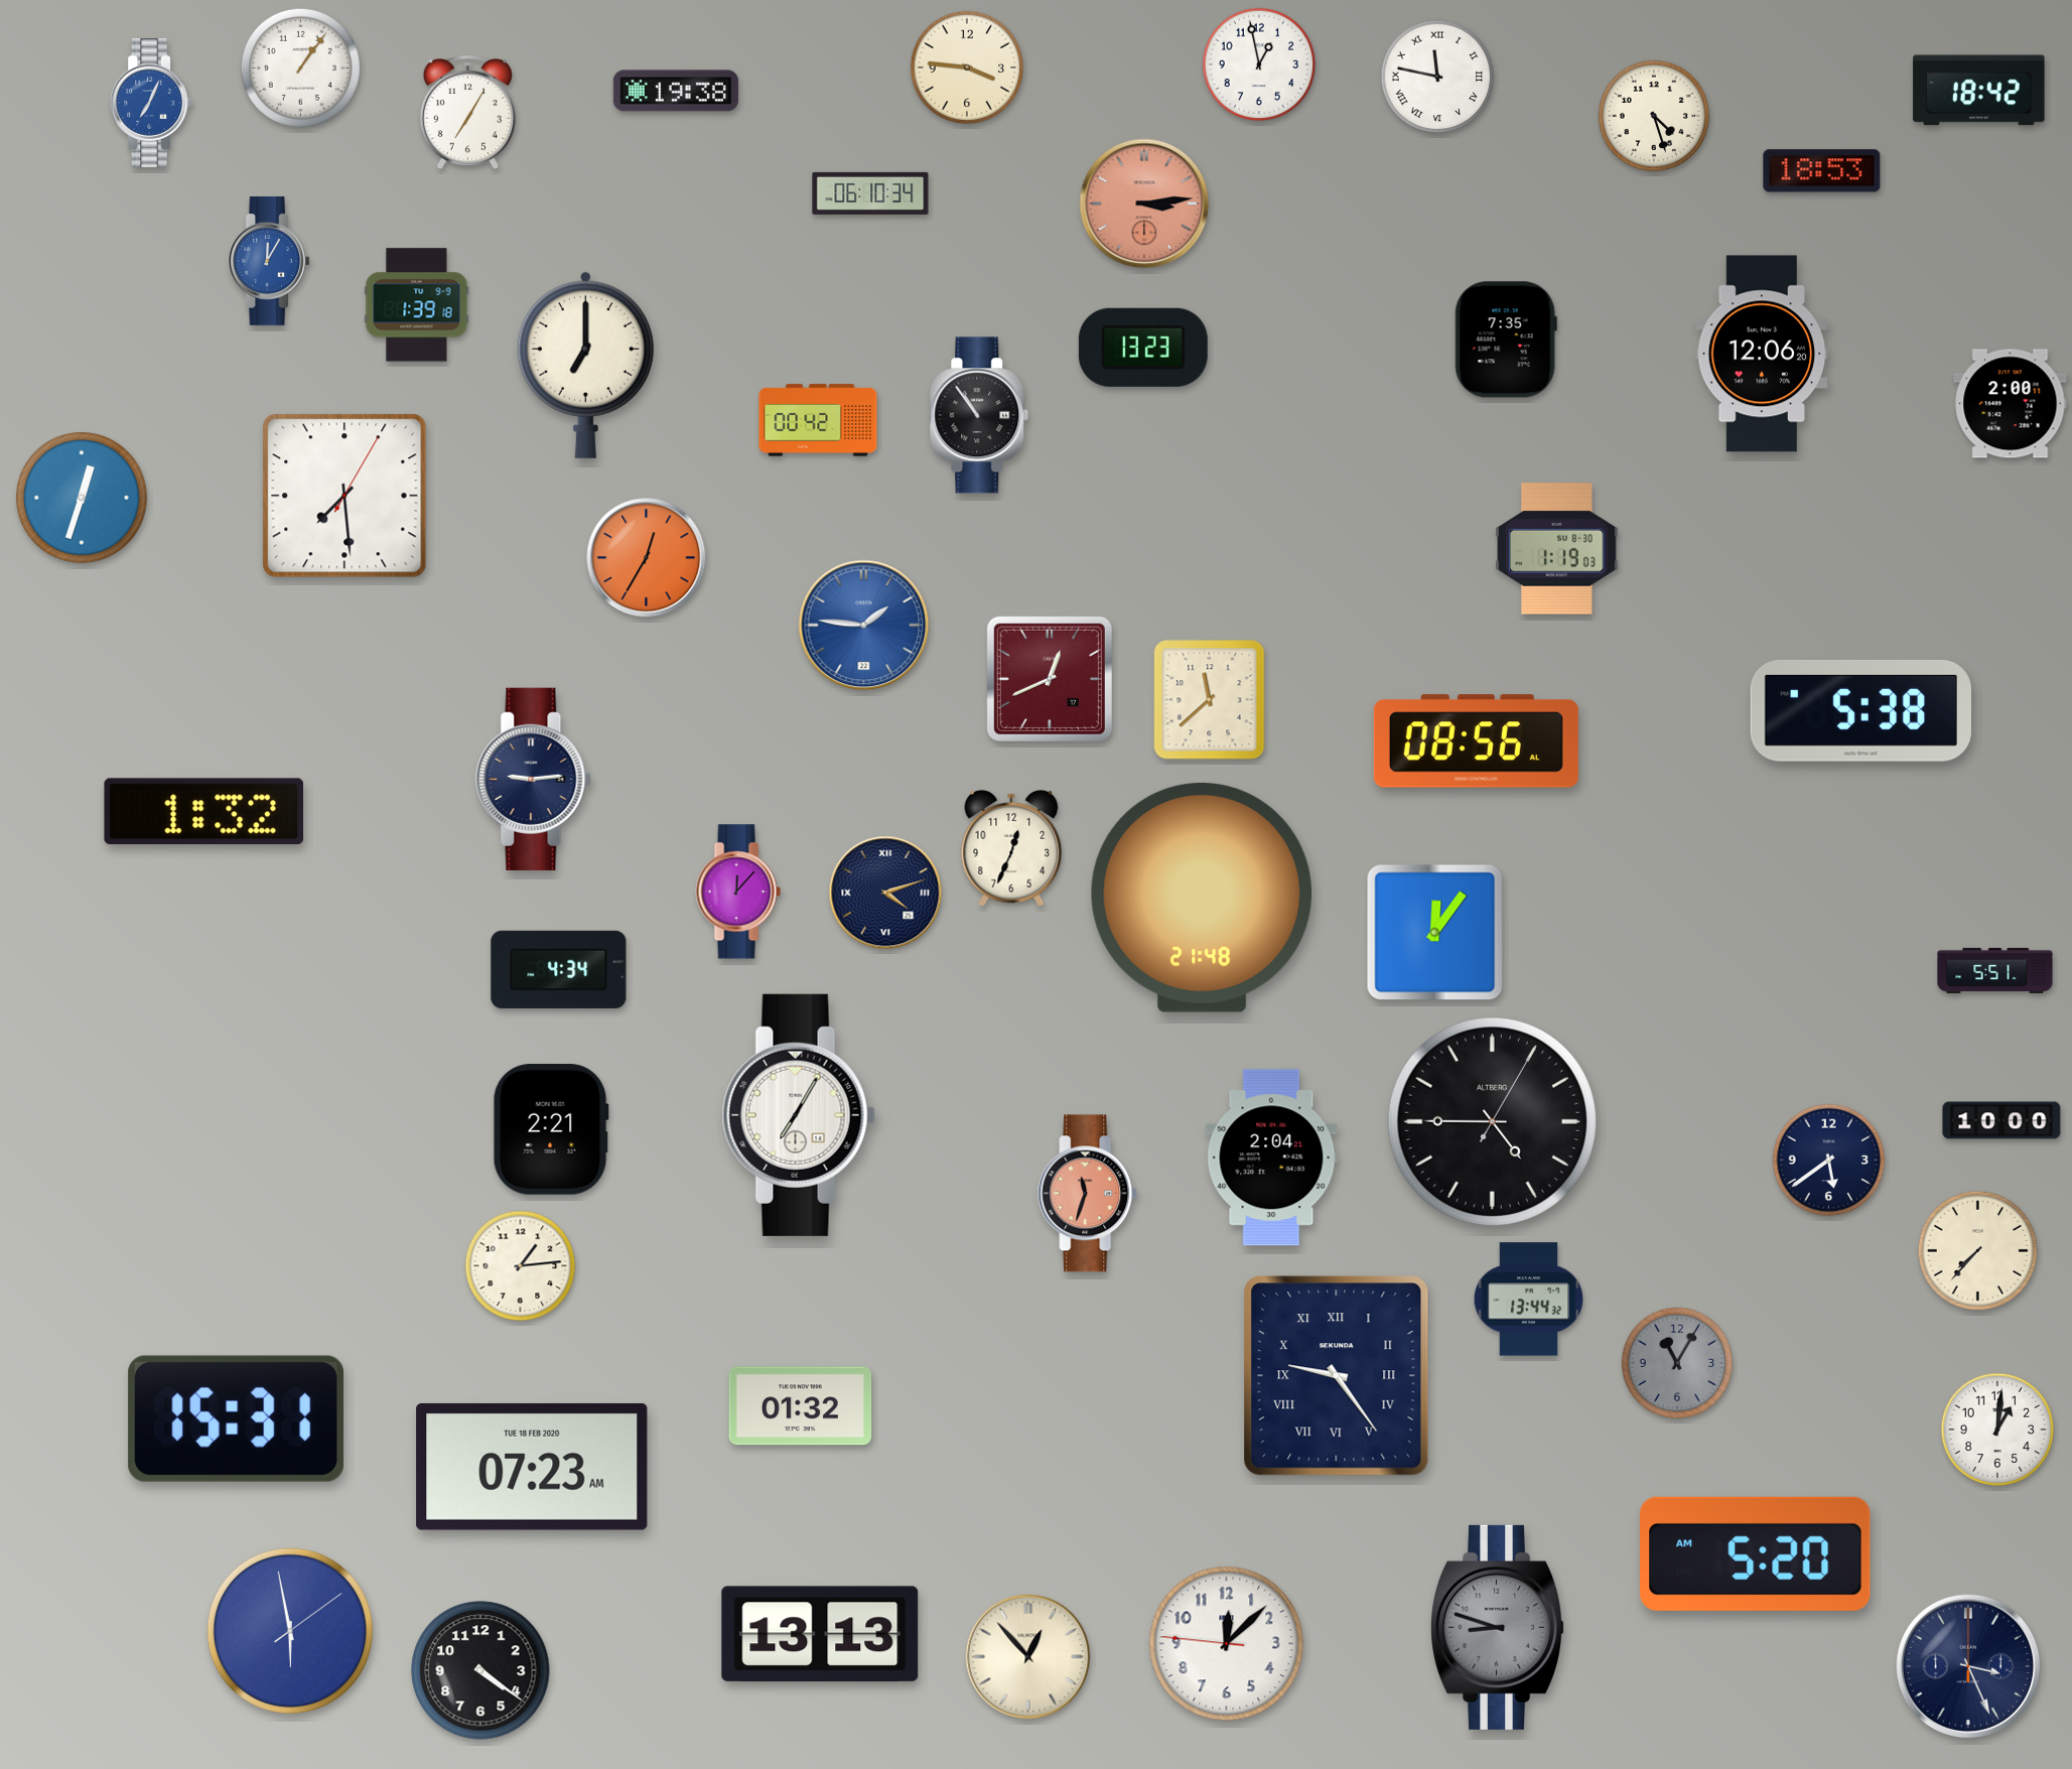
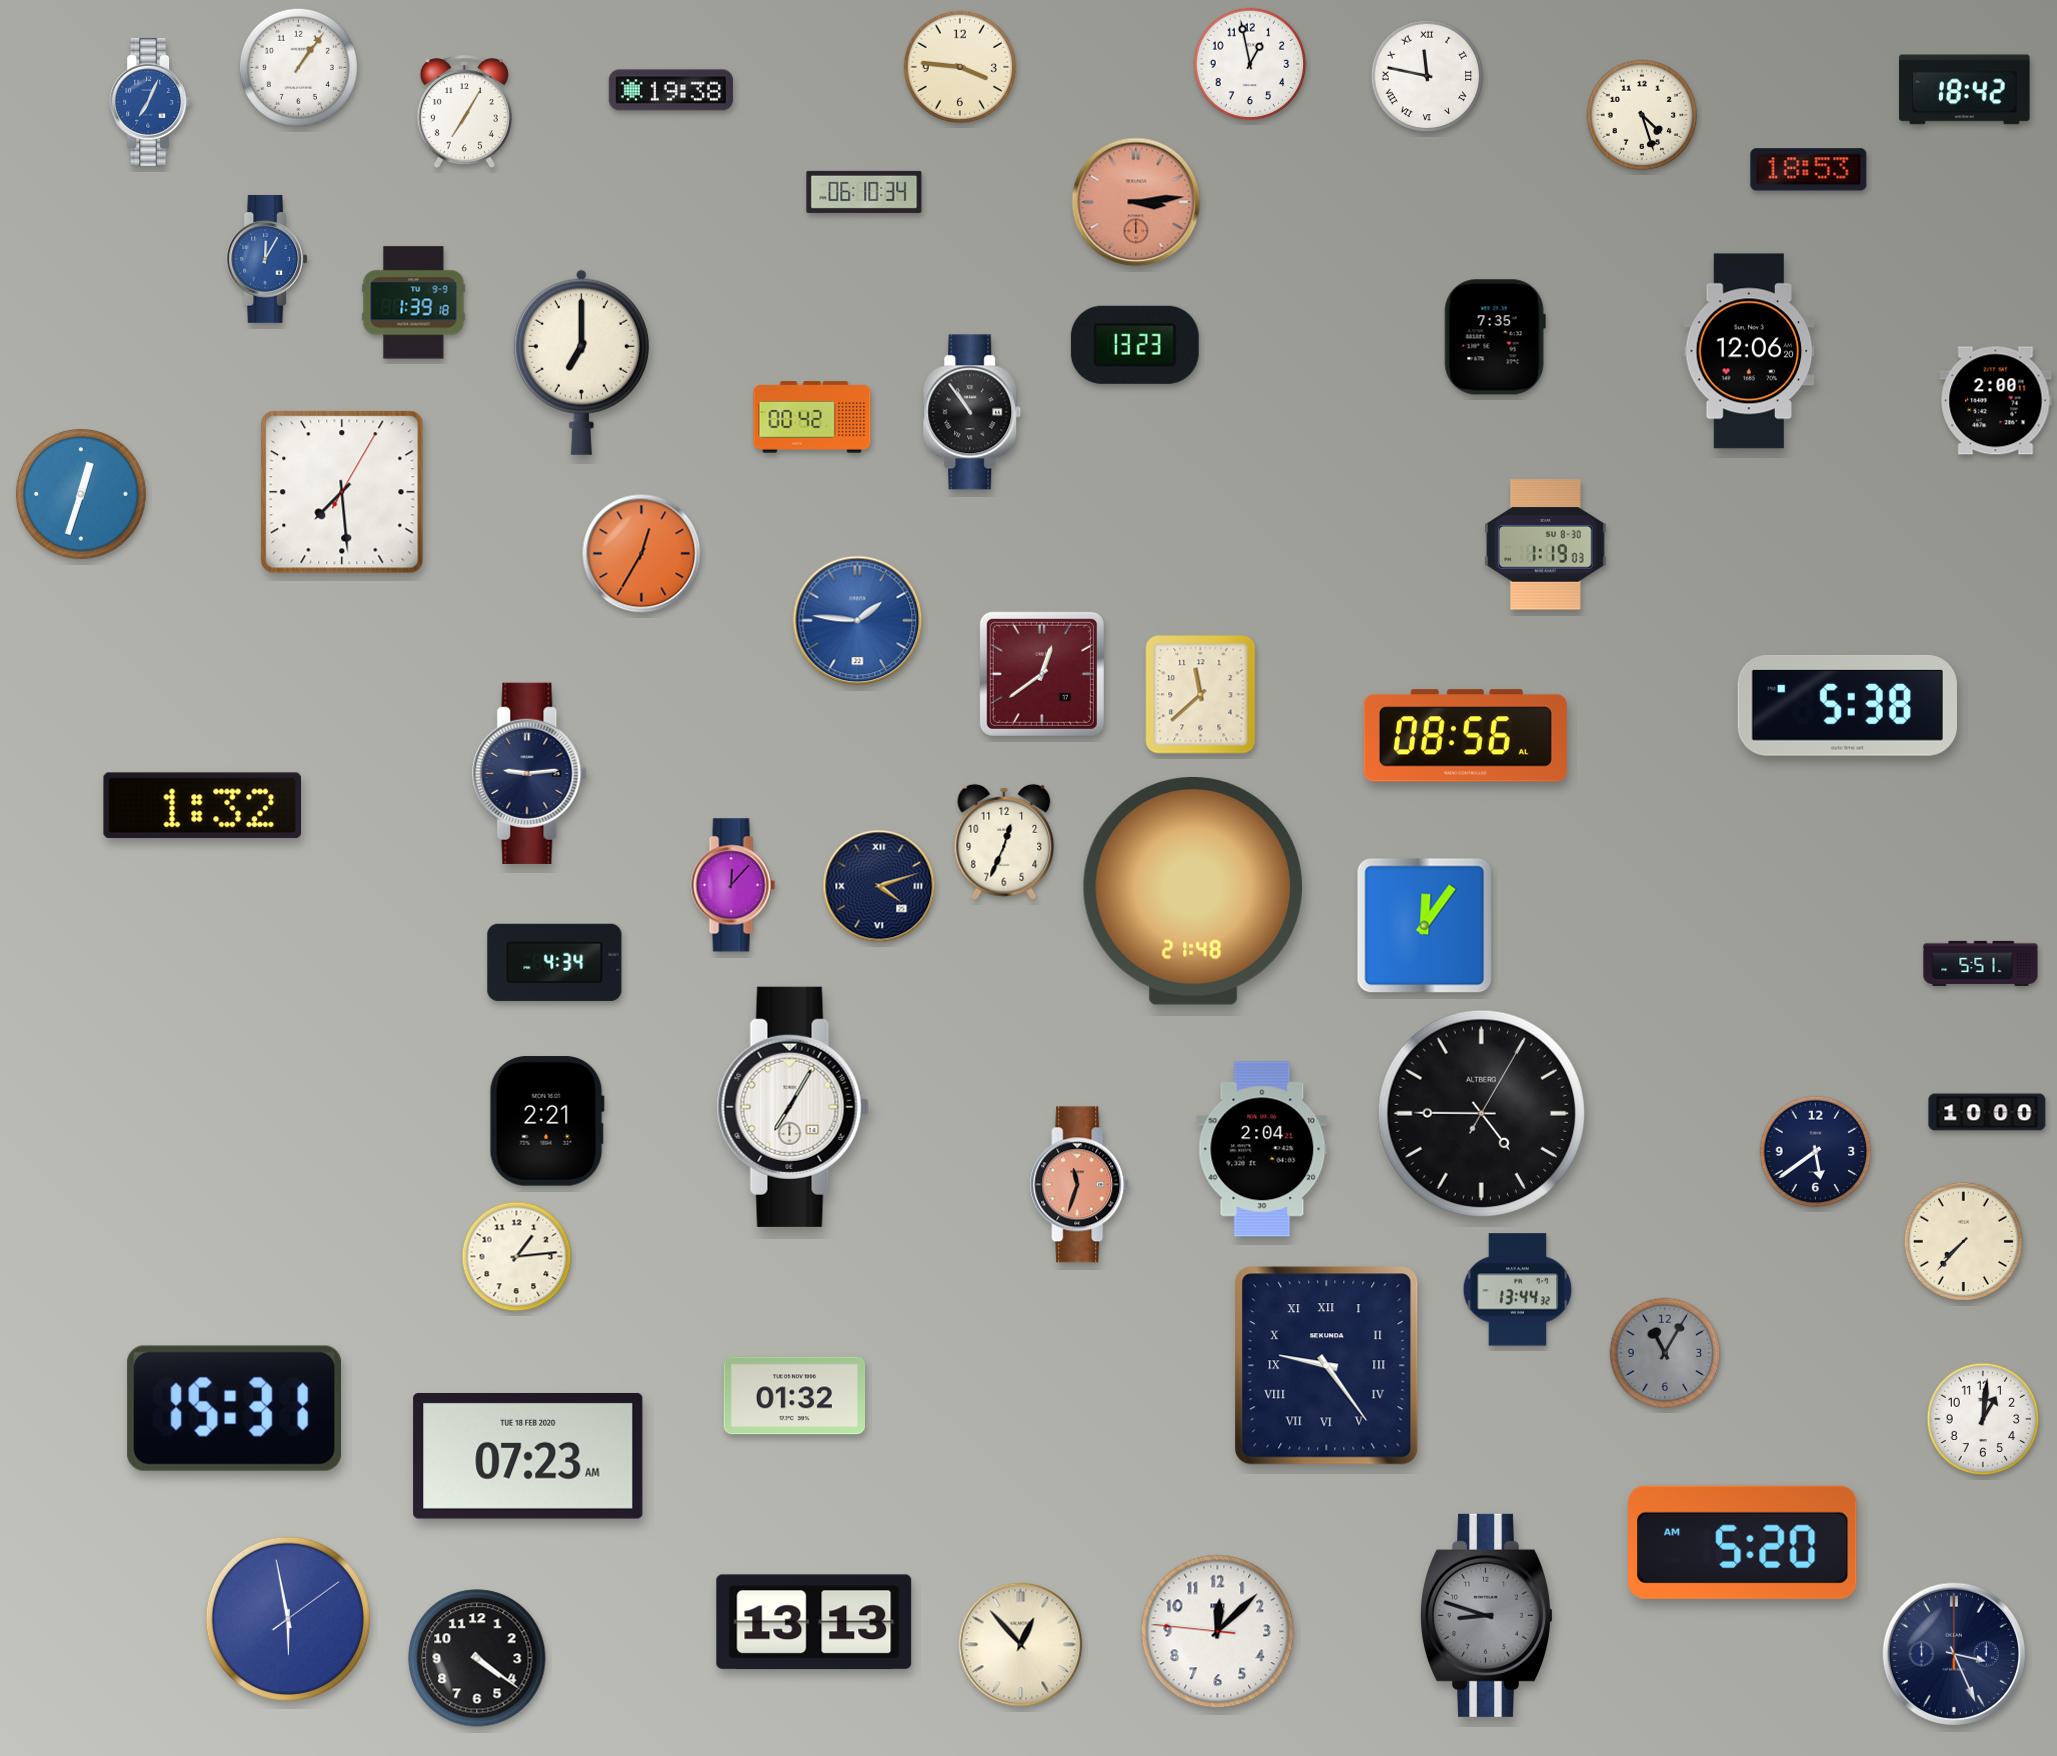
clock at (1050, 679): 12:41 -> 12:39
